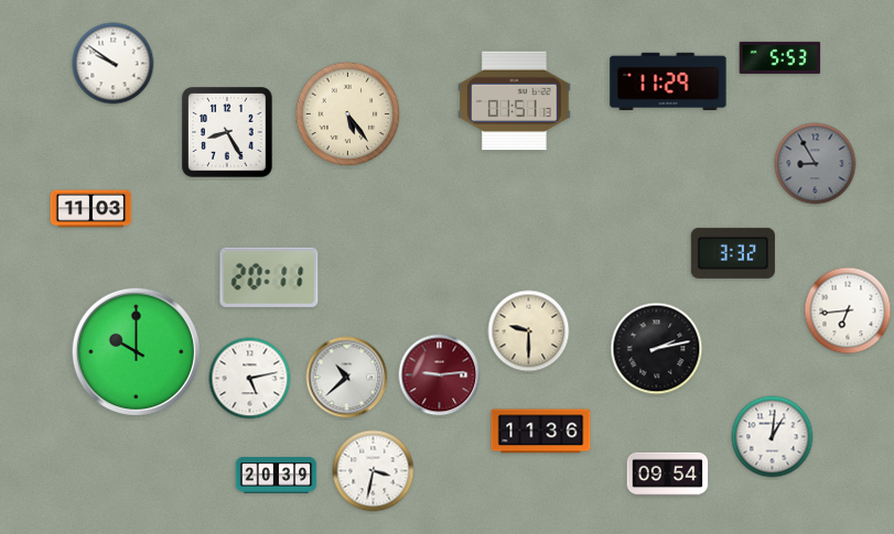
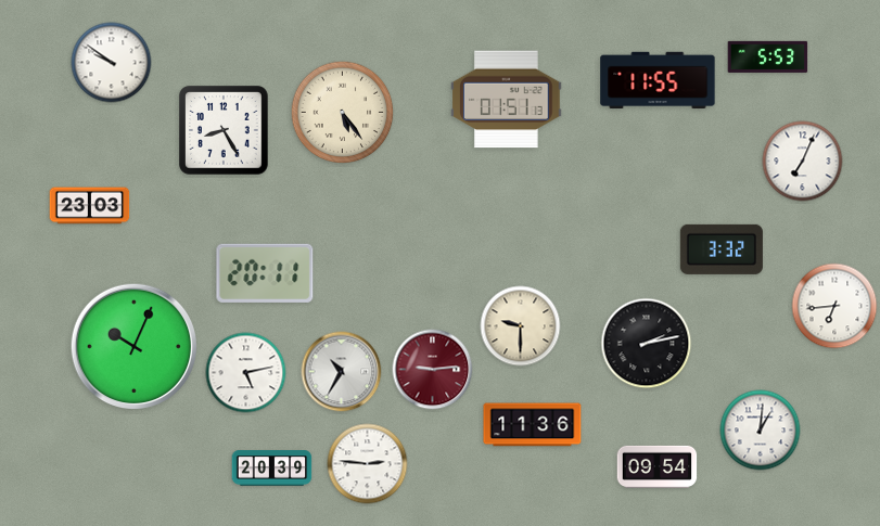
clock at (668, 81): 11:29 -> 11:55
clock at (816, 164): 8:55 -> 7:04
clock at (816, 164) dial: grey -> white
clock at (91, 209): 11:03 -> 23:03
clock at (137, 352): 10:00 -> 10:04
clock at (347, 378): 10:38 -> 10:35
clock at (374, 471): 3:32 -> 2:46
